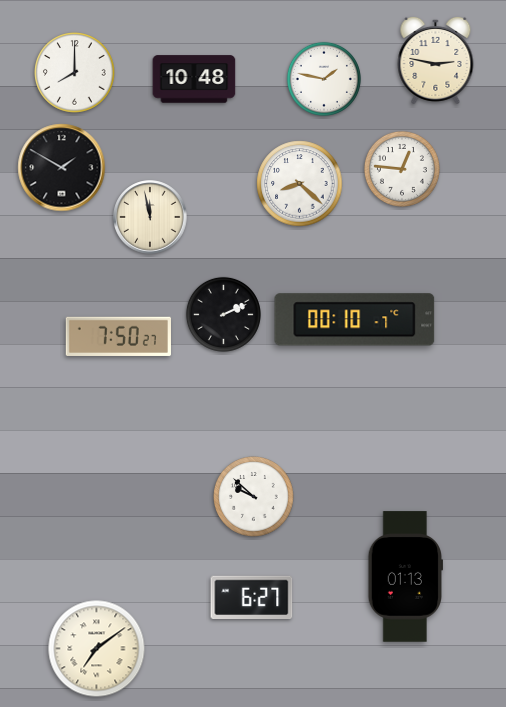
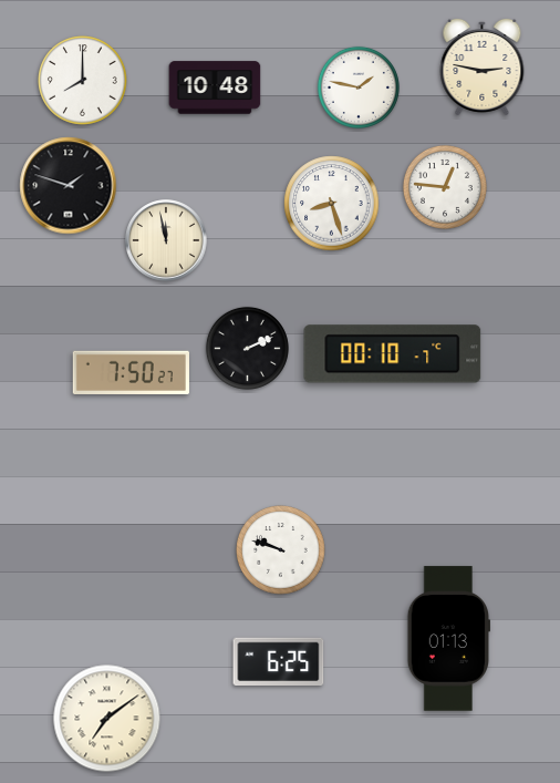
clock at (62, 168): 1:50 -> 1:48
clock at (300, 184): 8:22 -> 8:27
clock at (254, 497): 9:52 -> 9:48
clock at (252, 598): 6:27 -> 6:25
